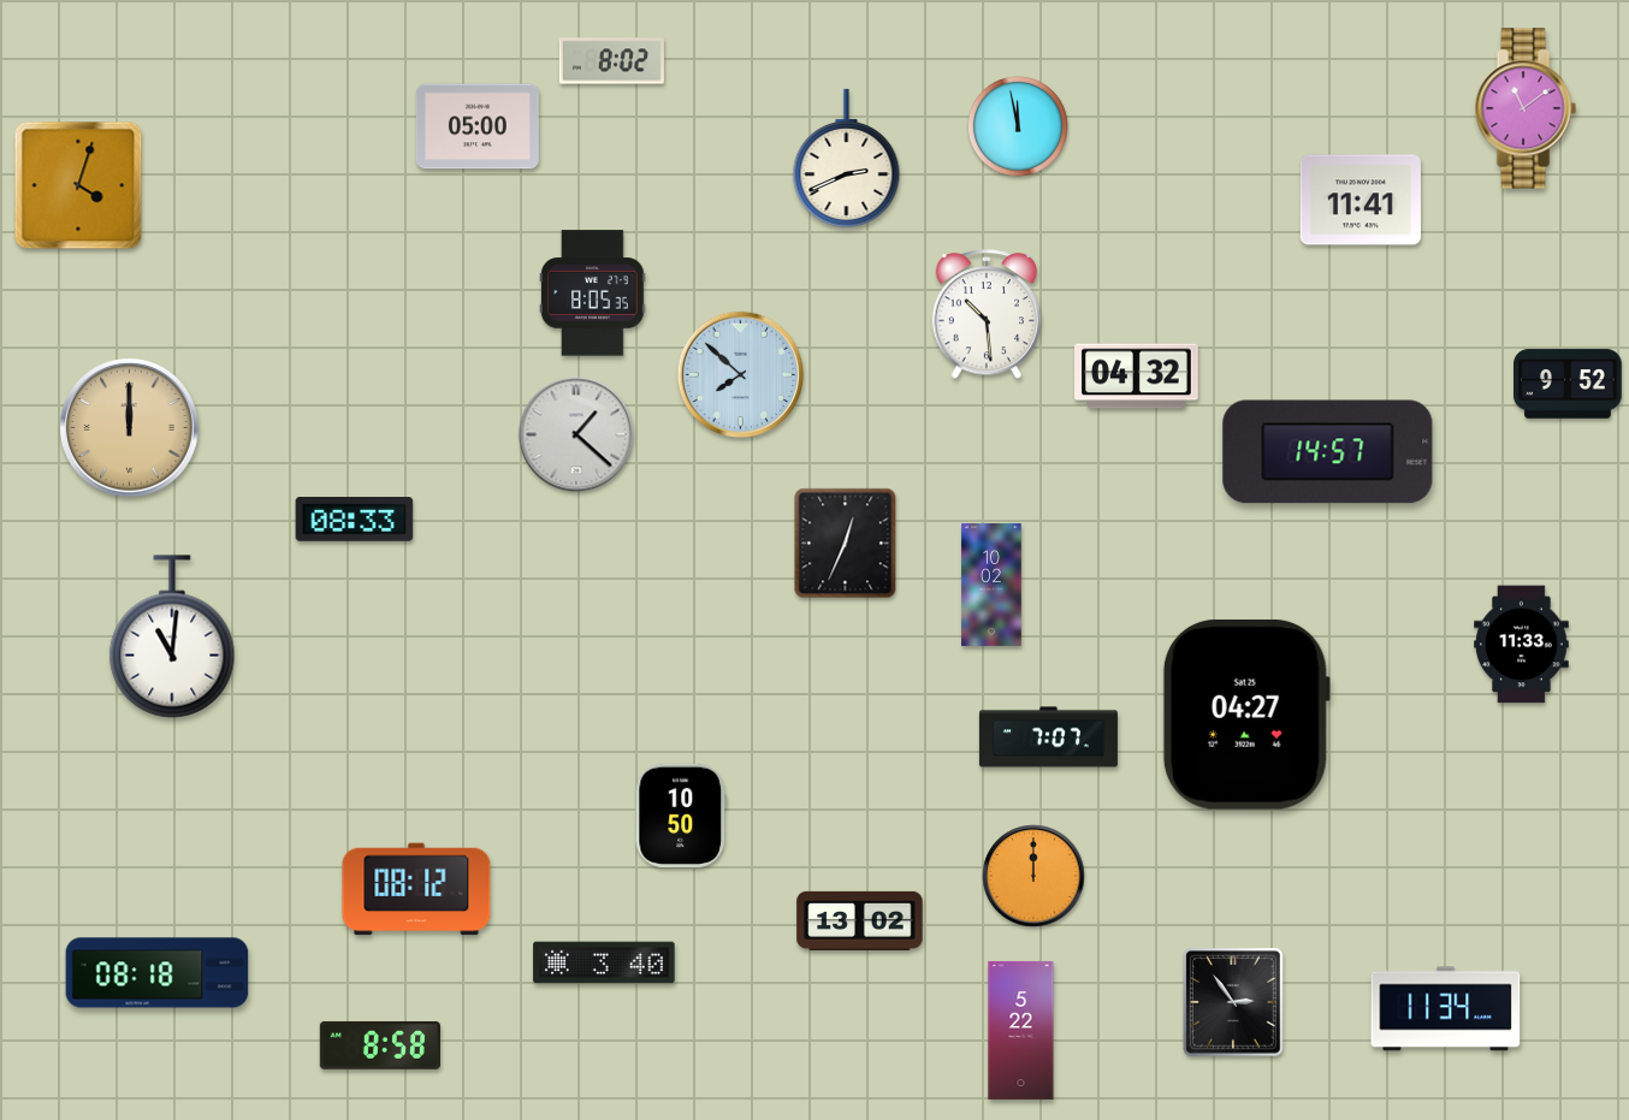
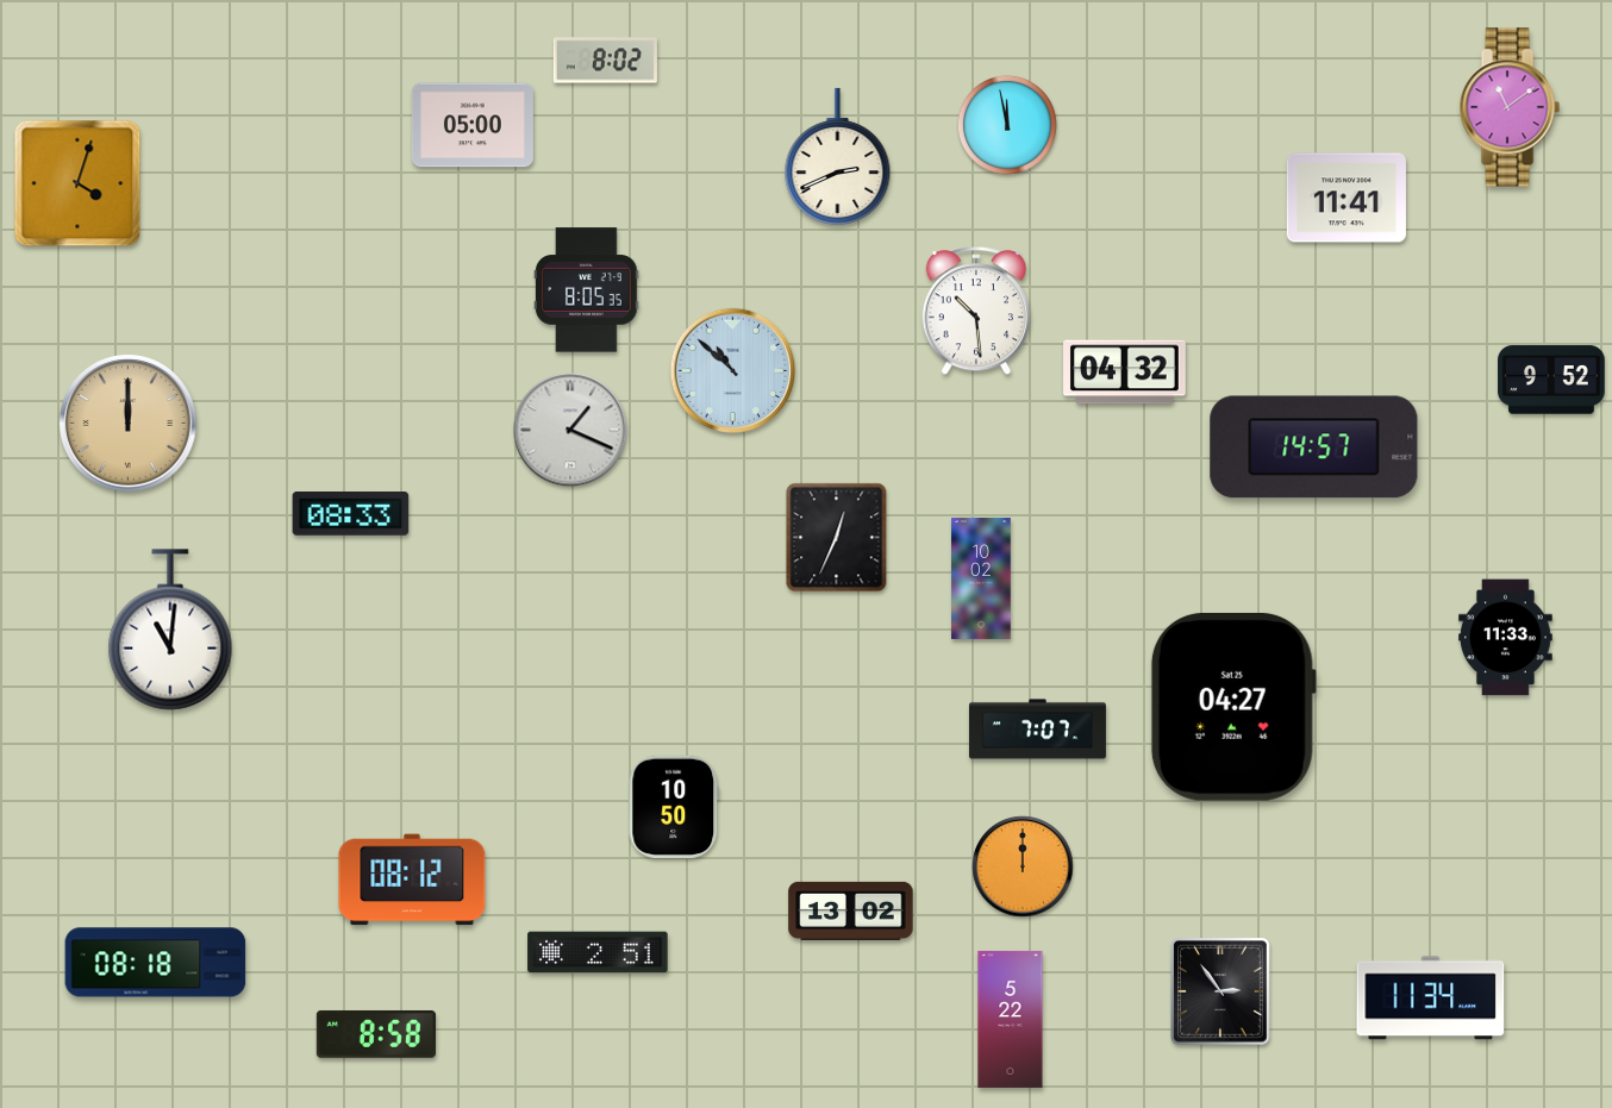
clock at (741, 375): 7:52 -> 10:52
clock at (576, 434): 1:22 -> 1:19
clock at (604, 962): 3:40 -> 2:51
